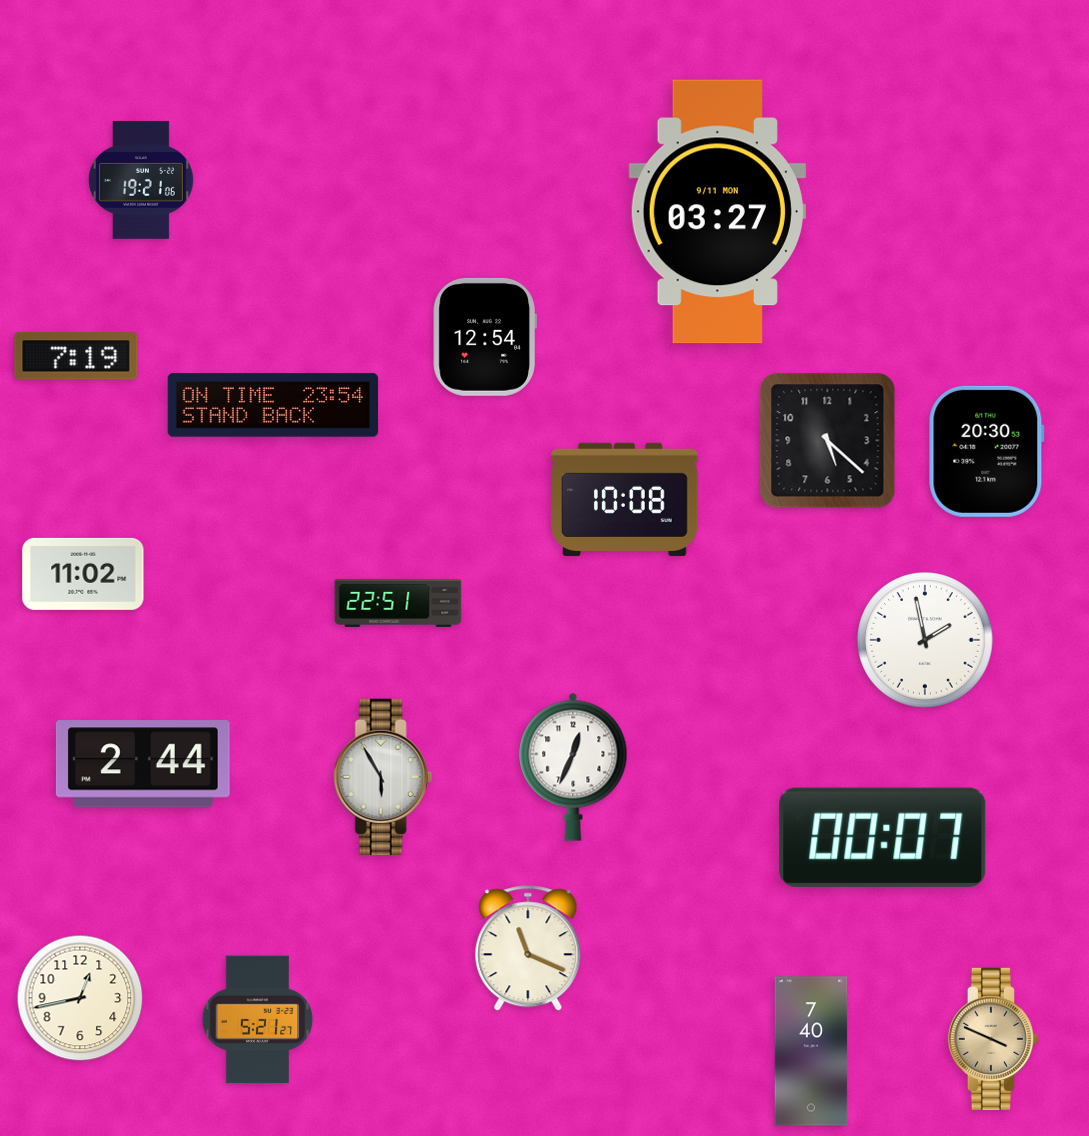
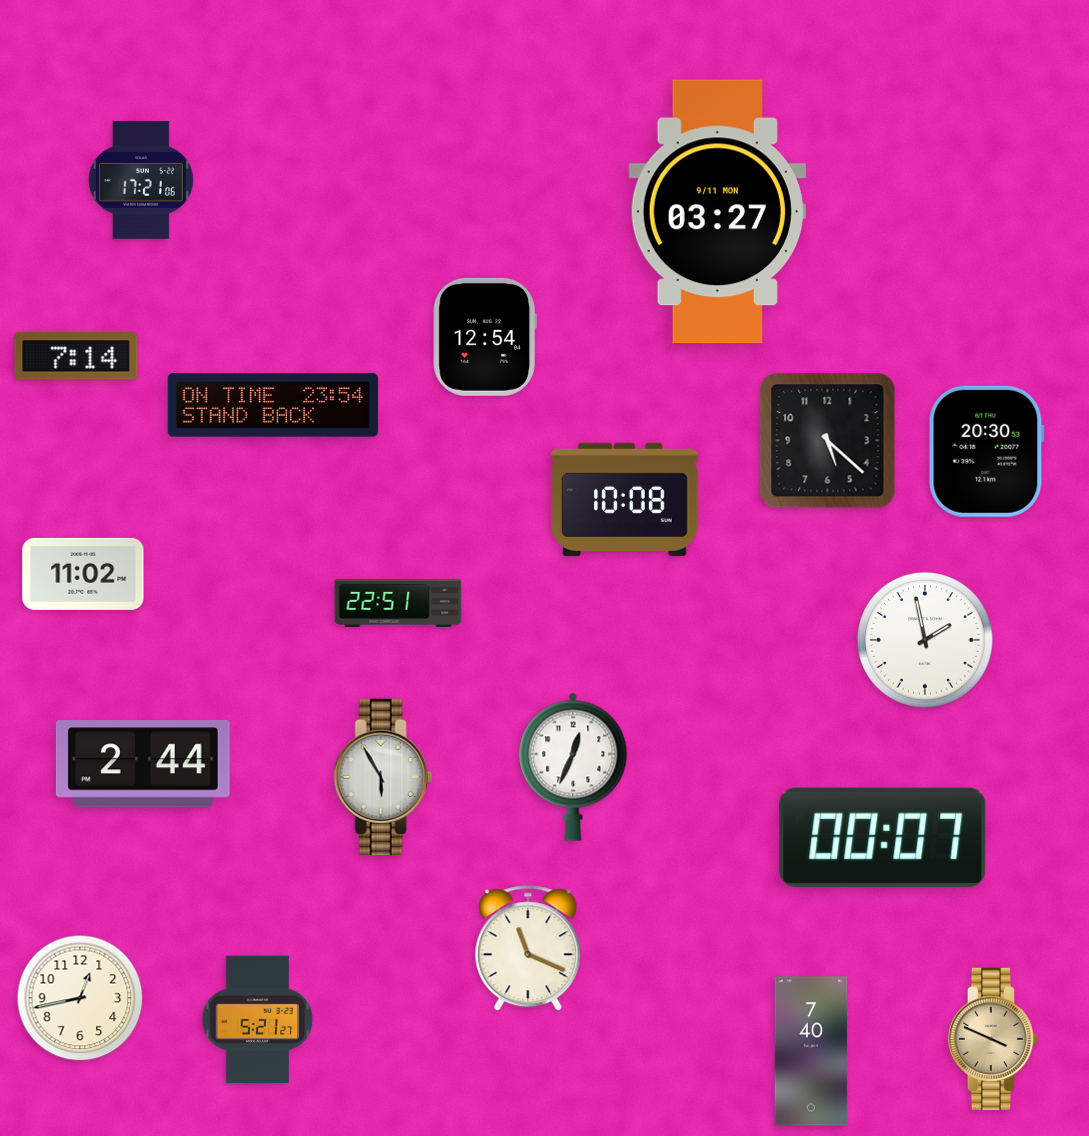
clock at (141, 180): 19:21 -> 17:21
clock at (76, 356): 7:19 -> 7:14
